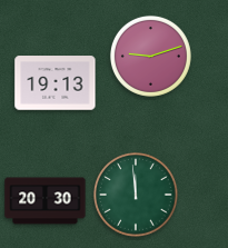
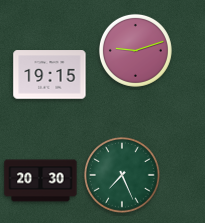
clock at (56, 83): 19:13 -> 19:15
clock at (137, 196): 11:59 -> 7:26
